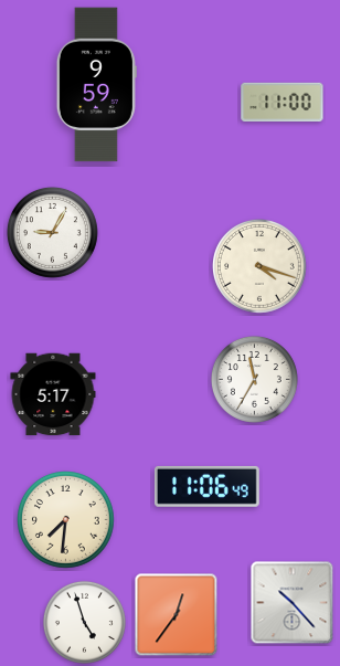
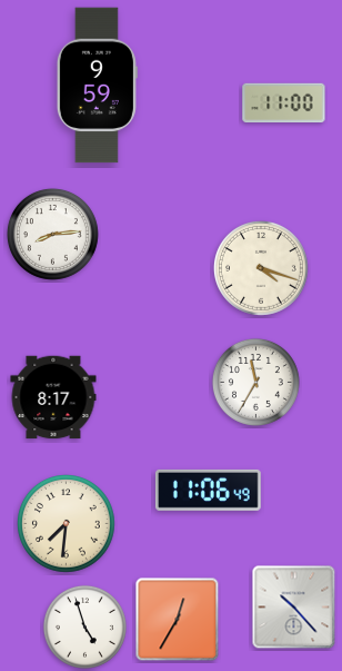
clock at (52, 232): 9:05 -> 8:14
clock at (53, 394): 5:17 -> 8:17
clock at (177, 615): 12:36 -> 12:35
